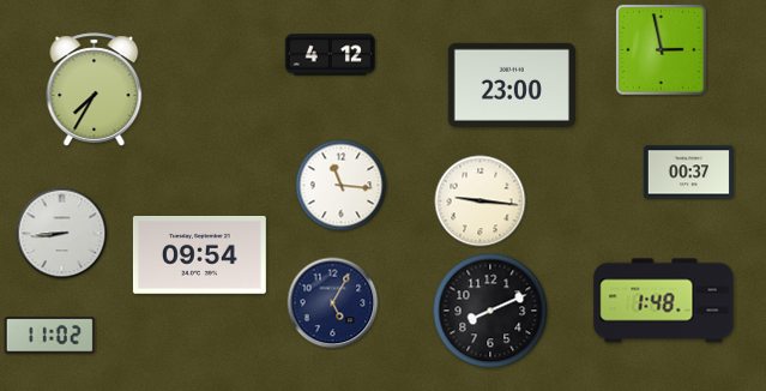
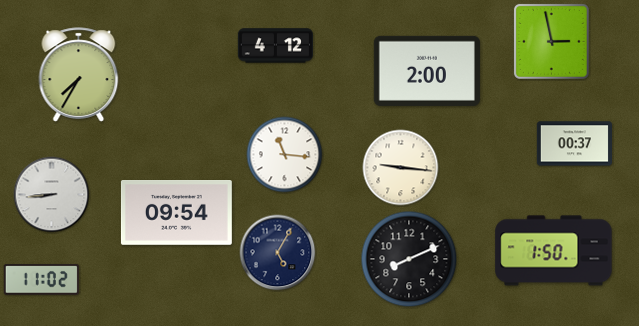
clock at (512, 85): 23:00 -> 2:00
clock at (199, 255) position: (199, 255) -> (176, 213)
clock at (664, 301): 1:48 -> 1:50
